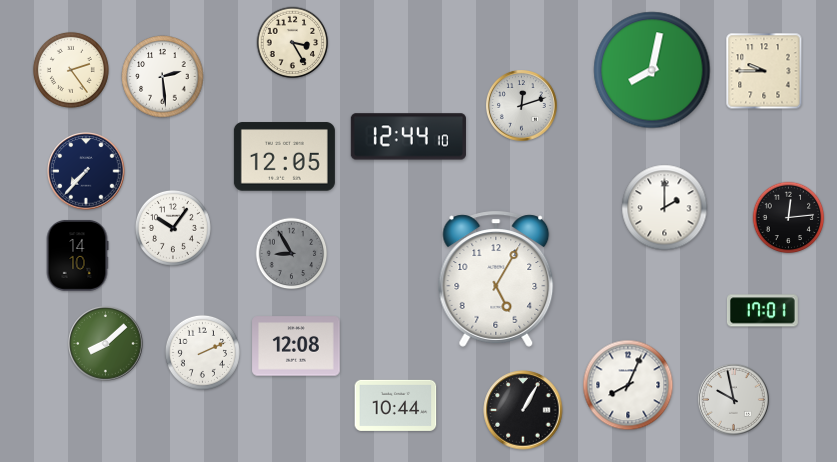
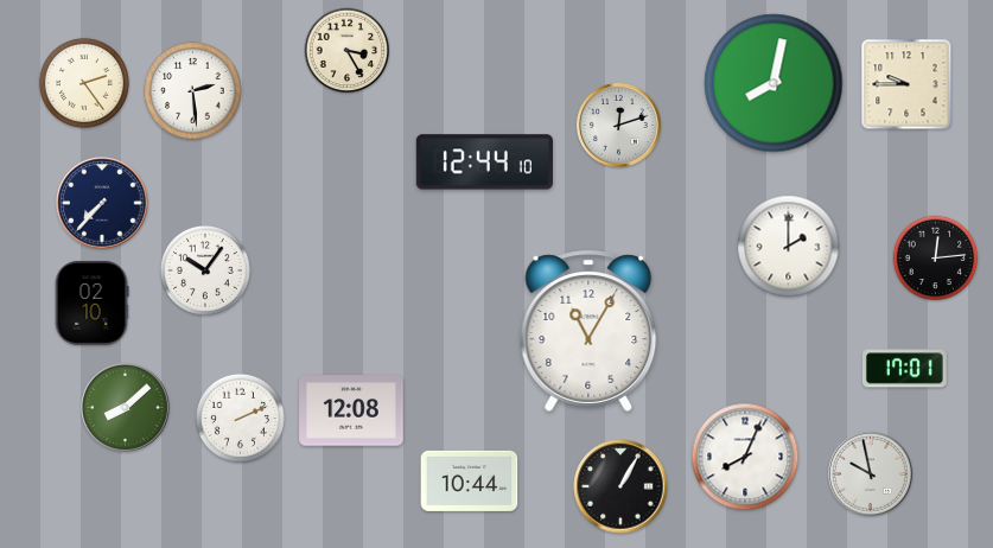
clock at (284, 157): 12:05 -> none
clock at (292, 254): 8:55 -> none
clock at (77, 255): 14:10 -> 02:10
clock at (496, 279): 5:05 -> 11:05
